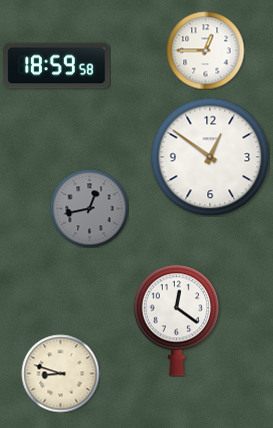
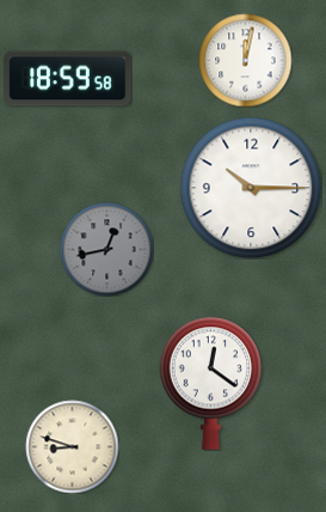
clock at (205, 50): 12:45 -> 12:02
clock at (210, 157): 12:51 -> 10:15
